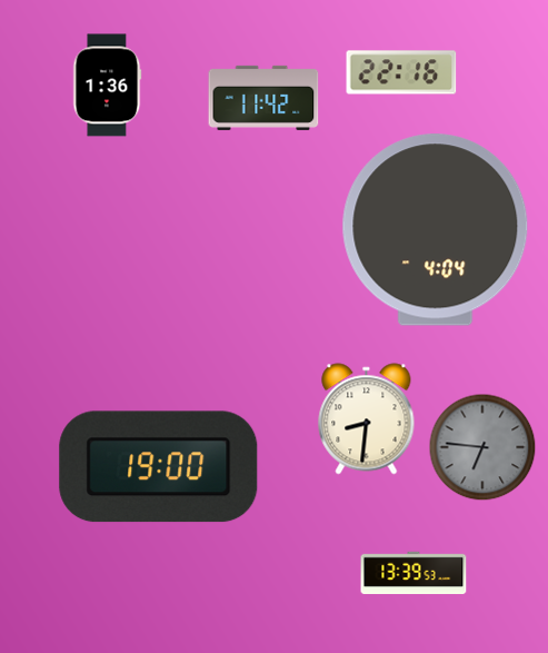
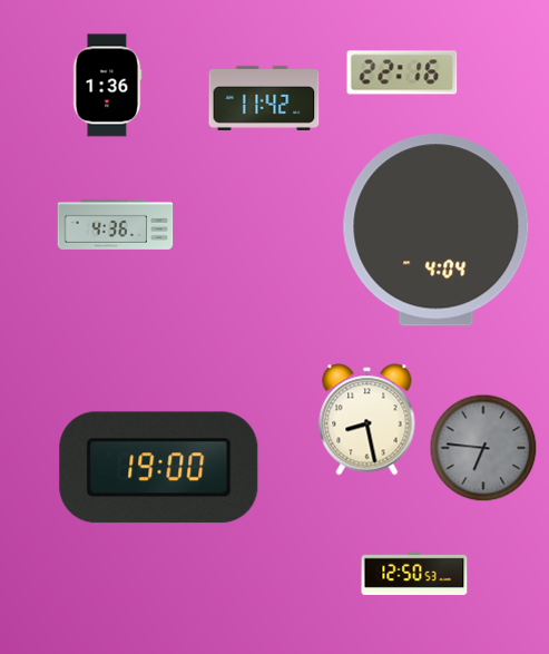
clock at (116, 224): none -> 4:36
clock at (367, 419): 8:31 -> 8:28
clock at (414, 573): 13:39 -> 12:50
